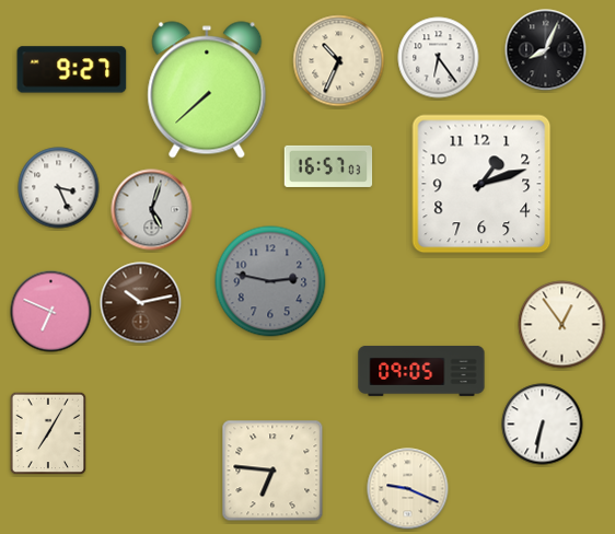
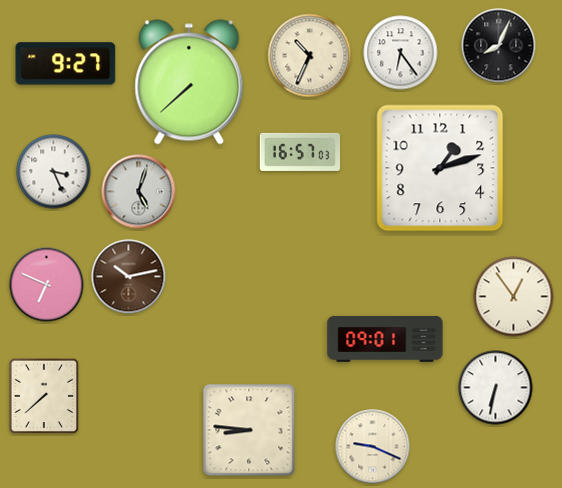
clock at (270, 281): 2:47 -> none
clock at (421, 371): 09:05 -> 09:01
clock at (48, 433): 7:05 -> 7:38
clock at (272, 471): 6:46 -> 8:46
